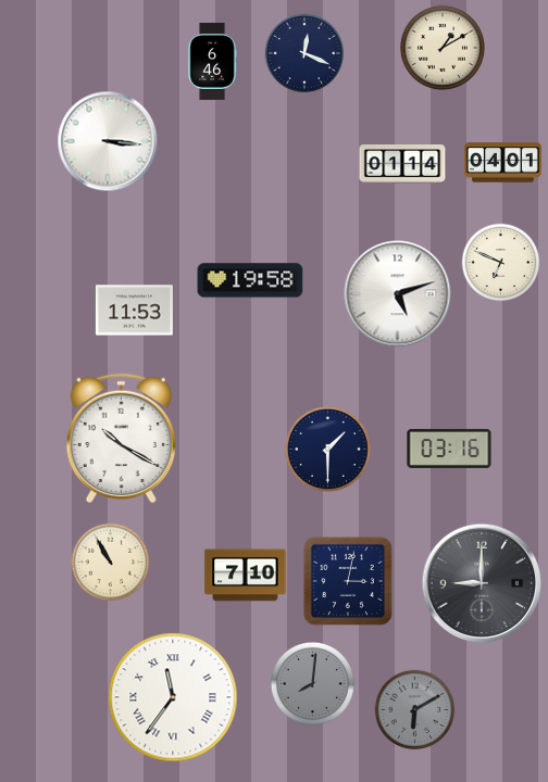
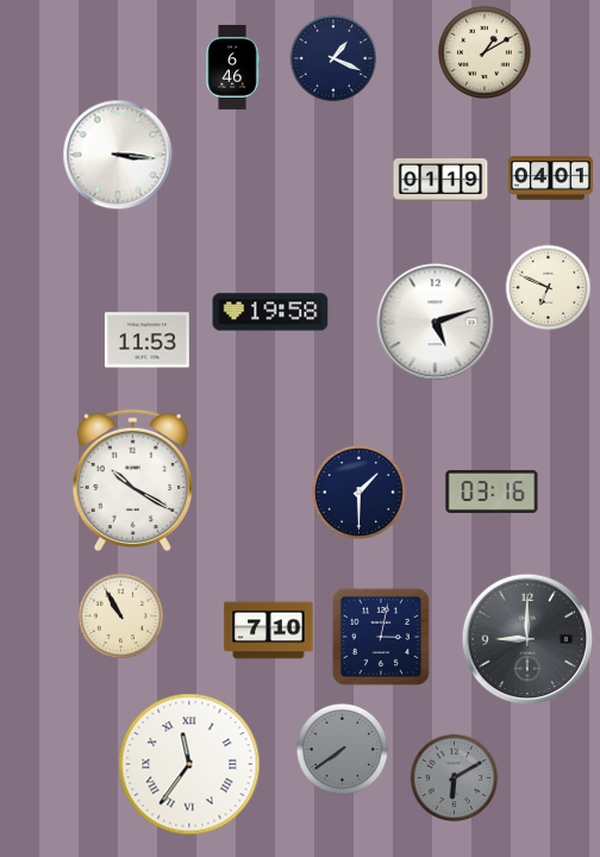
clock at (304, 53): 12:19 -> 1:19
clock at (402, 164): 01:14 -> 01:19
clock at (250, 280) position: (250, 280) -> (270, 312)
clock at (312, 683): 8:01 -> 7:39
